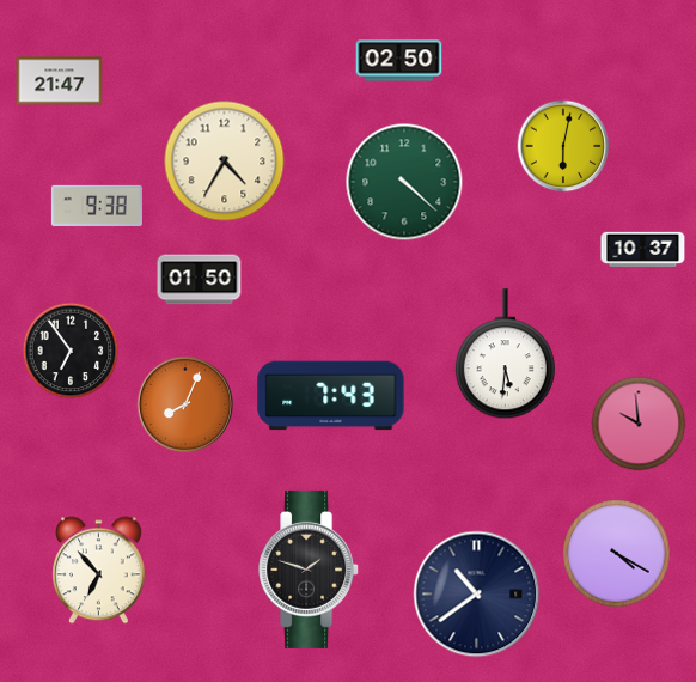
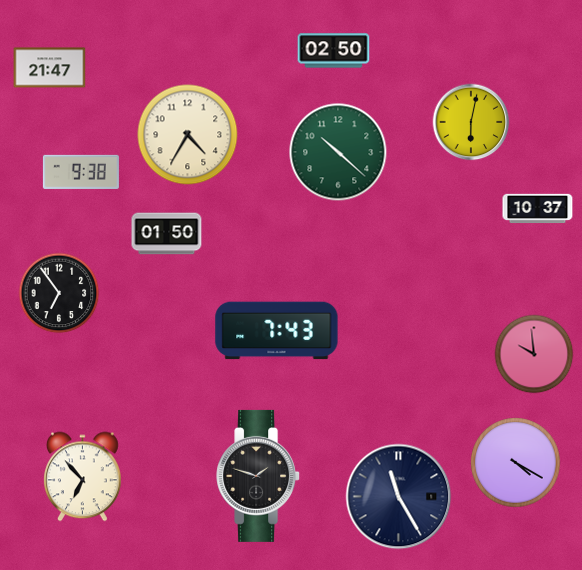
clock at (404, 182): 4:22 -> 10:22
clock at (505, 354): 5:31 -> none
clock at (185, 404): 8:04 -> none
clock at (477, 595): 10:39 -> 11:25
